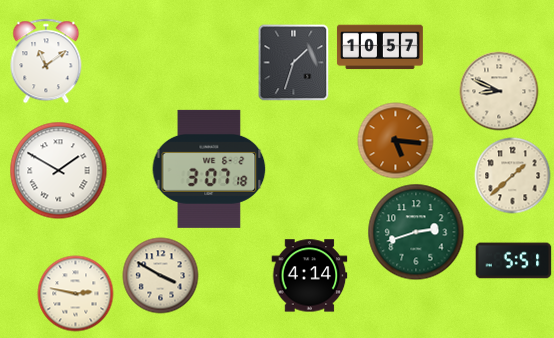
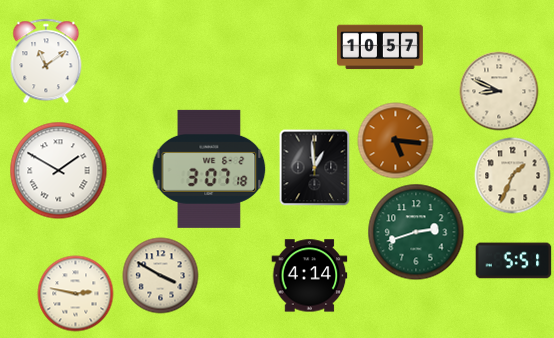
clock at (294, 63): 1:33 -> none
clock at (315, 168): none -> 12:59
clock at (513, 176): 1:38 -> 1:34
